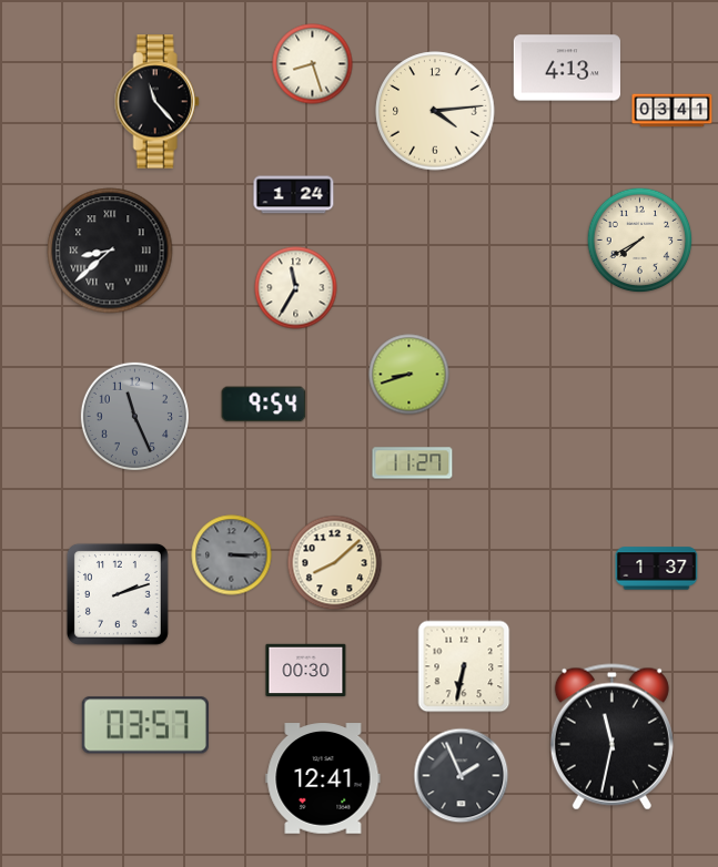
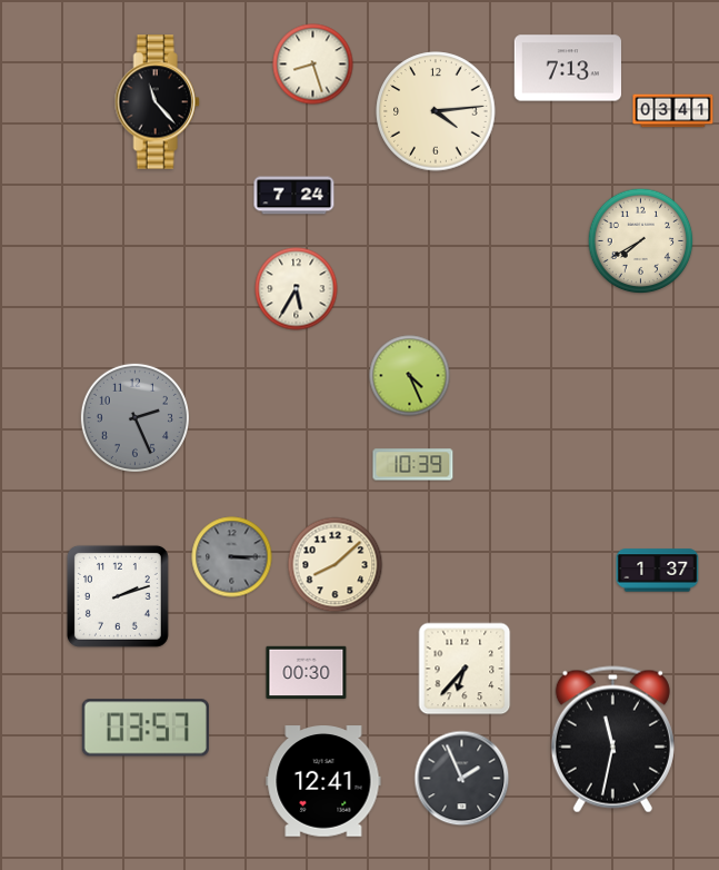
clock at (566, 68): 4:13 -> 7:13
clock at (294, 195): 1:24 -> 7:24
clock at (110, 251): 8:38 -> none
clock at (296, 288): 11:35 -> 5:35
clock at (409, 375): 8:42 -> 4:26
clock at (264, 405): 9:54 -> none
clock at (134, 416): 11:26 -> 2:26
clock at (413, 463): 11:27 -> 10:39
clock at (464, 666): 6:32 -> 6:37
